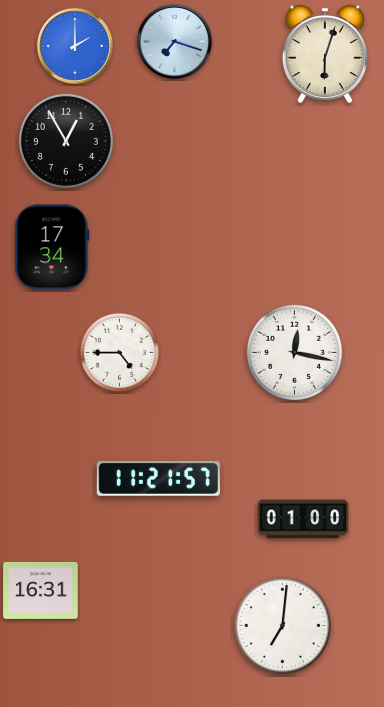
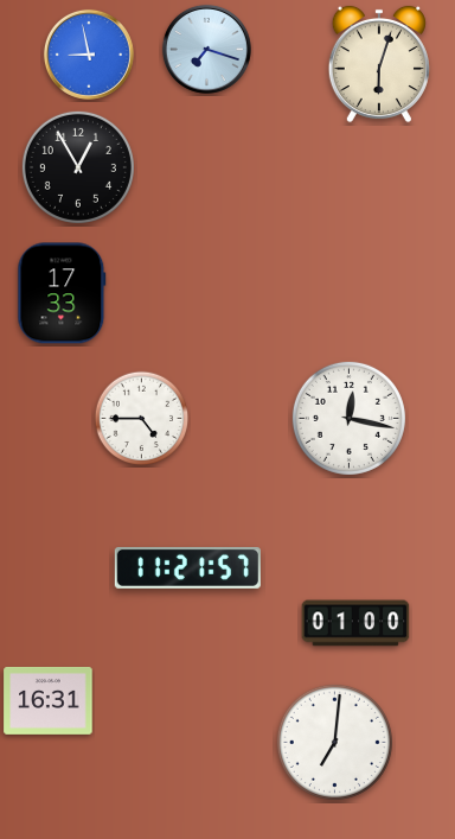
clock at (75, 46): 2:00 -> 8:58
clock at (325, 54) position: (325, 54) -> (379, 64)
clock at (52, 247): 17:34 -> 17:33
clock at (303, 519) position: (303, 519) -> (355, 623)
